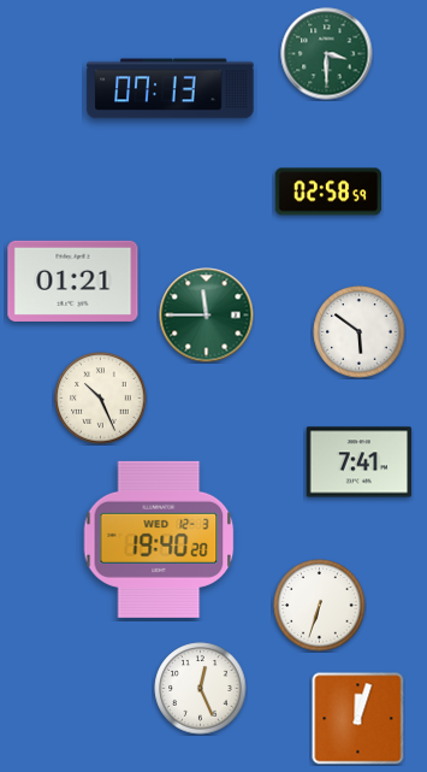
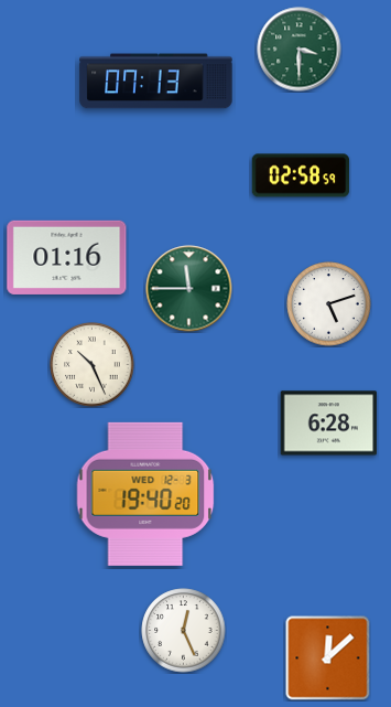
clock at (73, 281): 01:21 -> 01:16
clock at (360, 332): 5:51 -> 5:12
clock at (360, 462): 7:41 -> 6:28
clock at (320, 606): 6:33 -> none
clock at (358, 719): 12:03 -> 12:08
